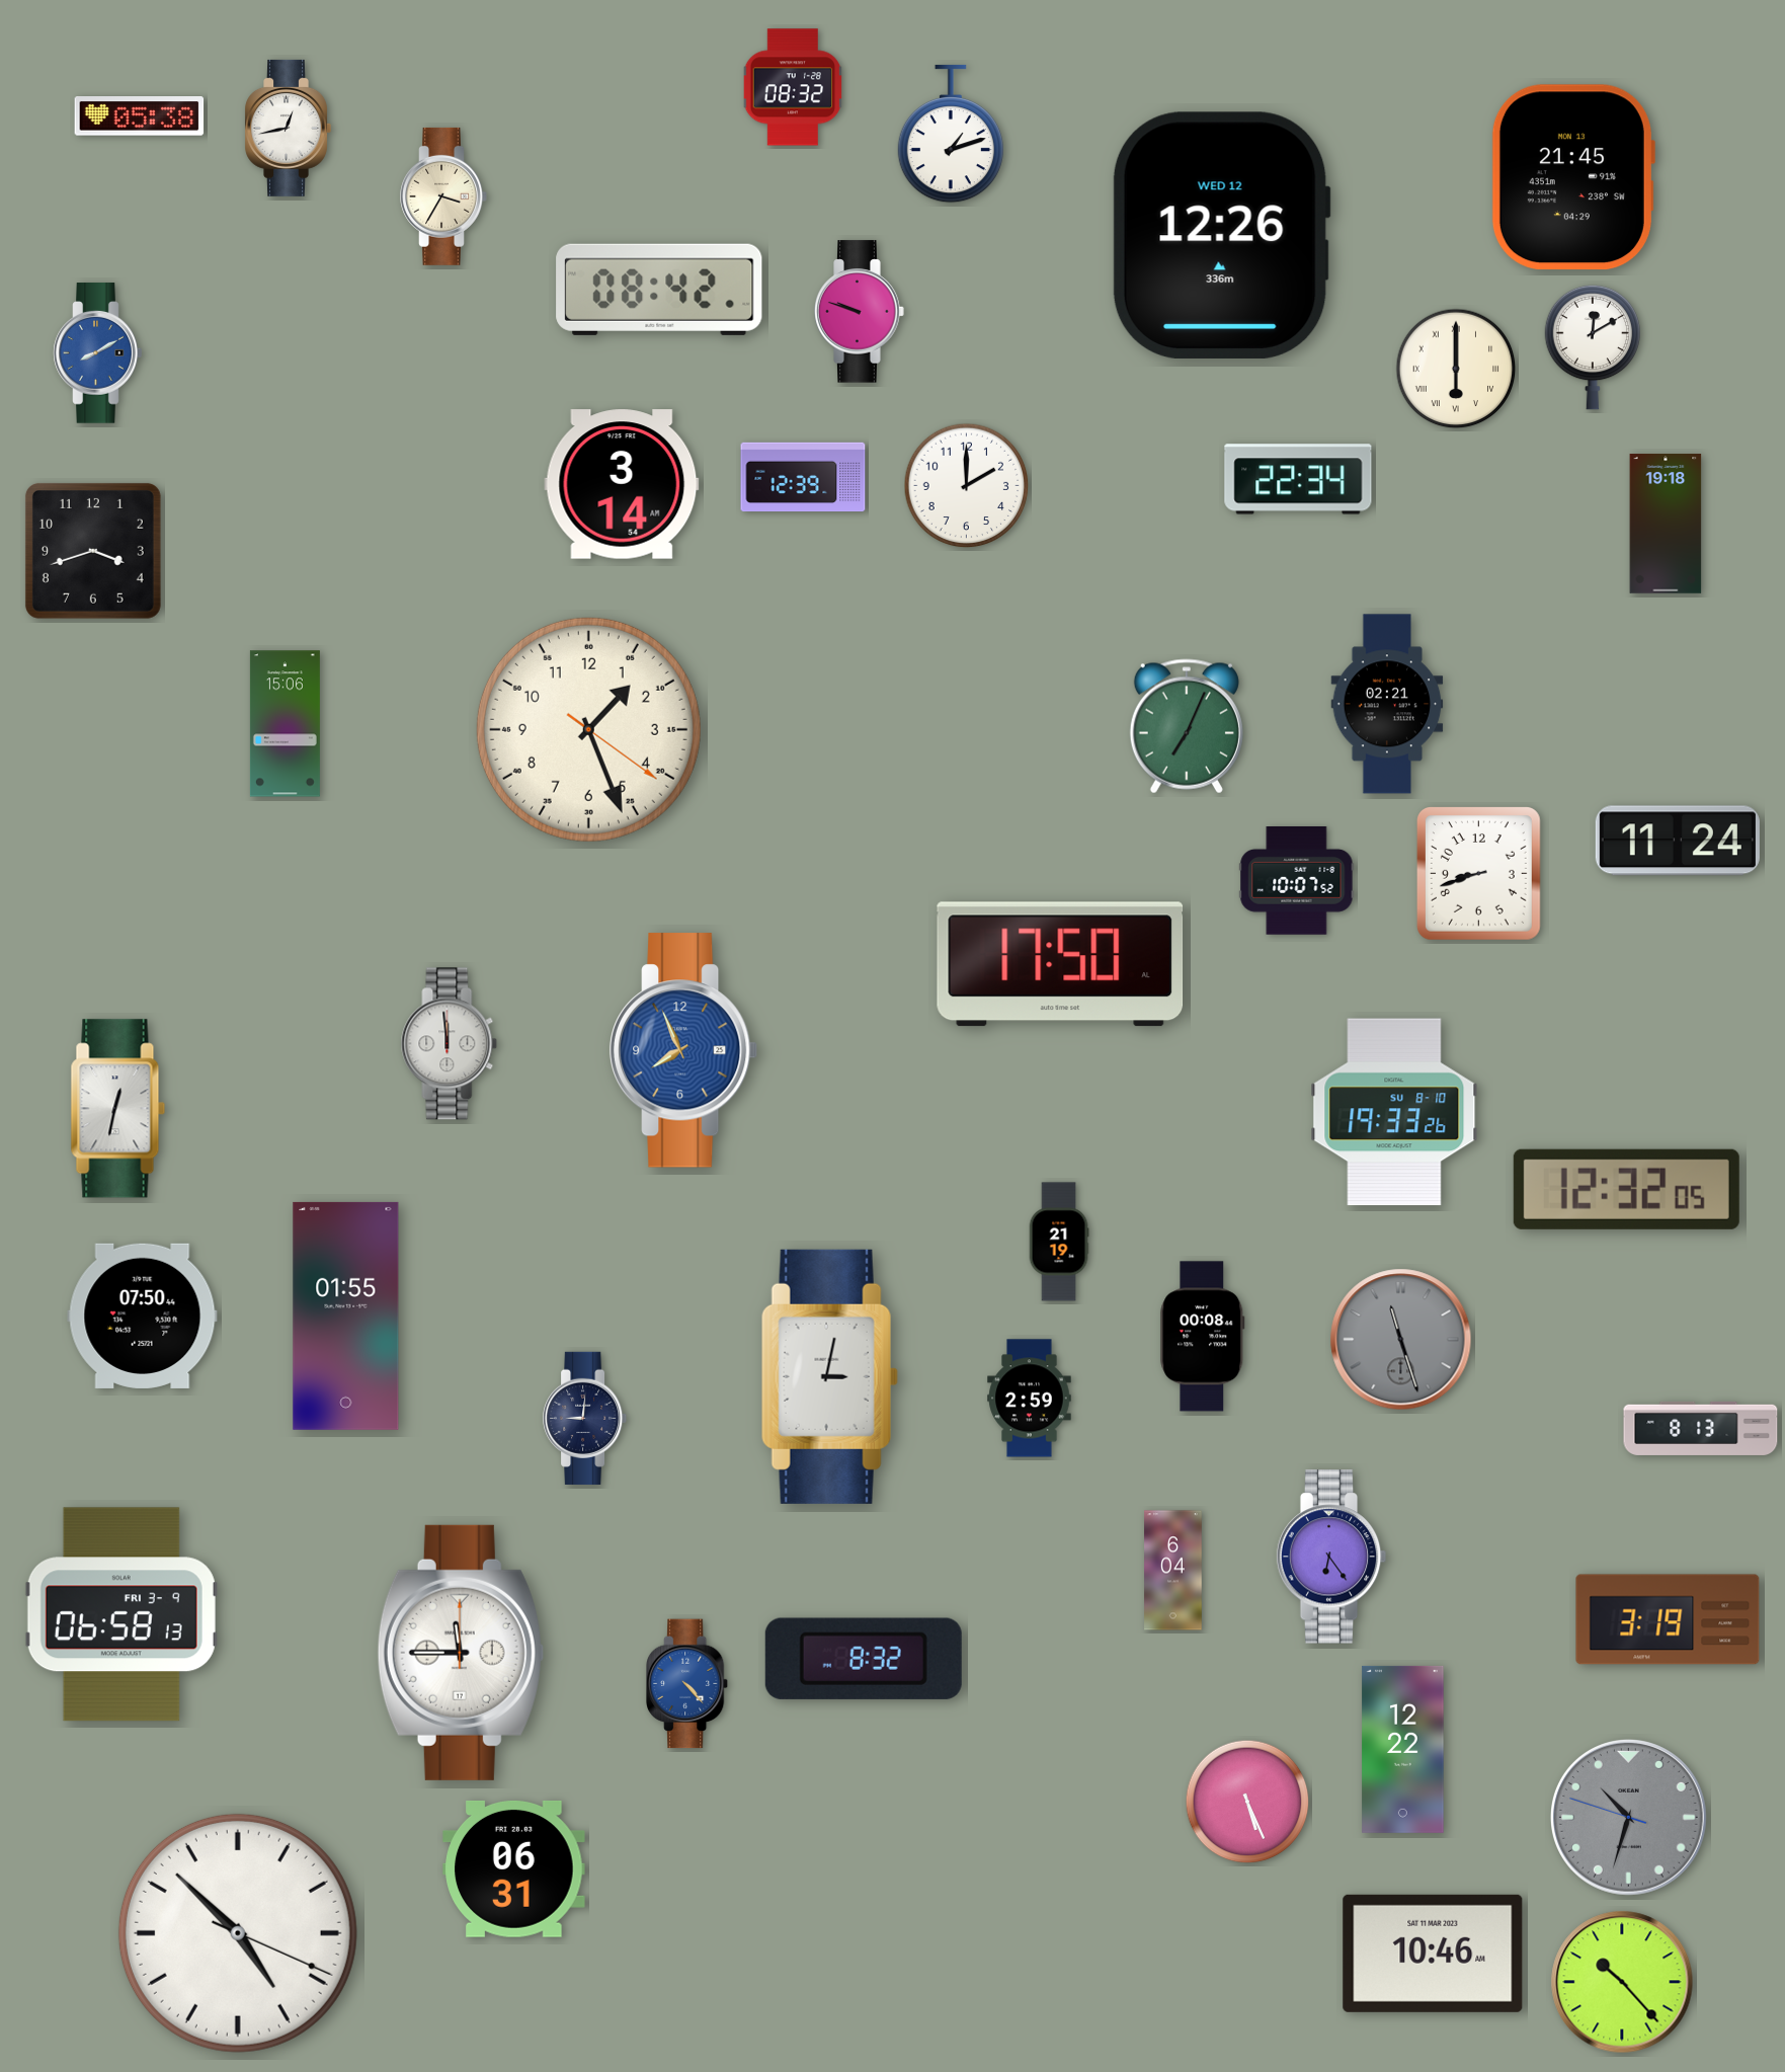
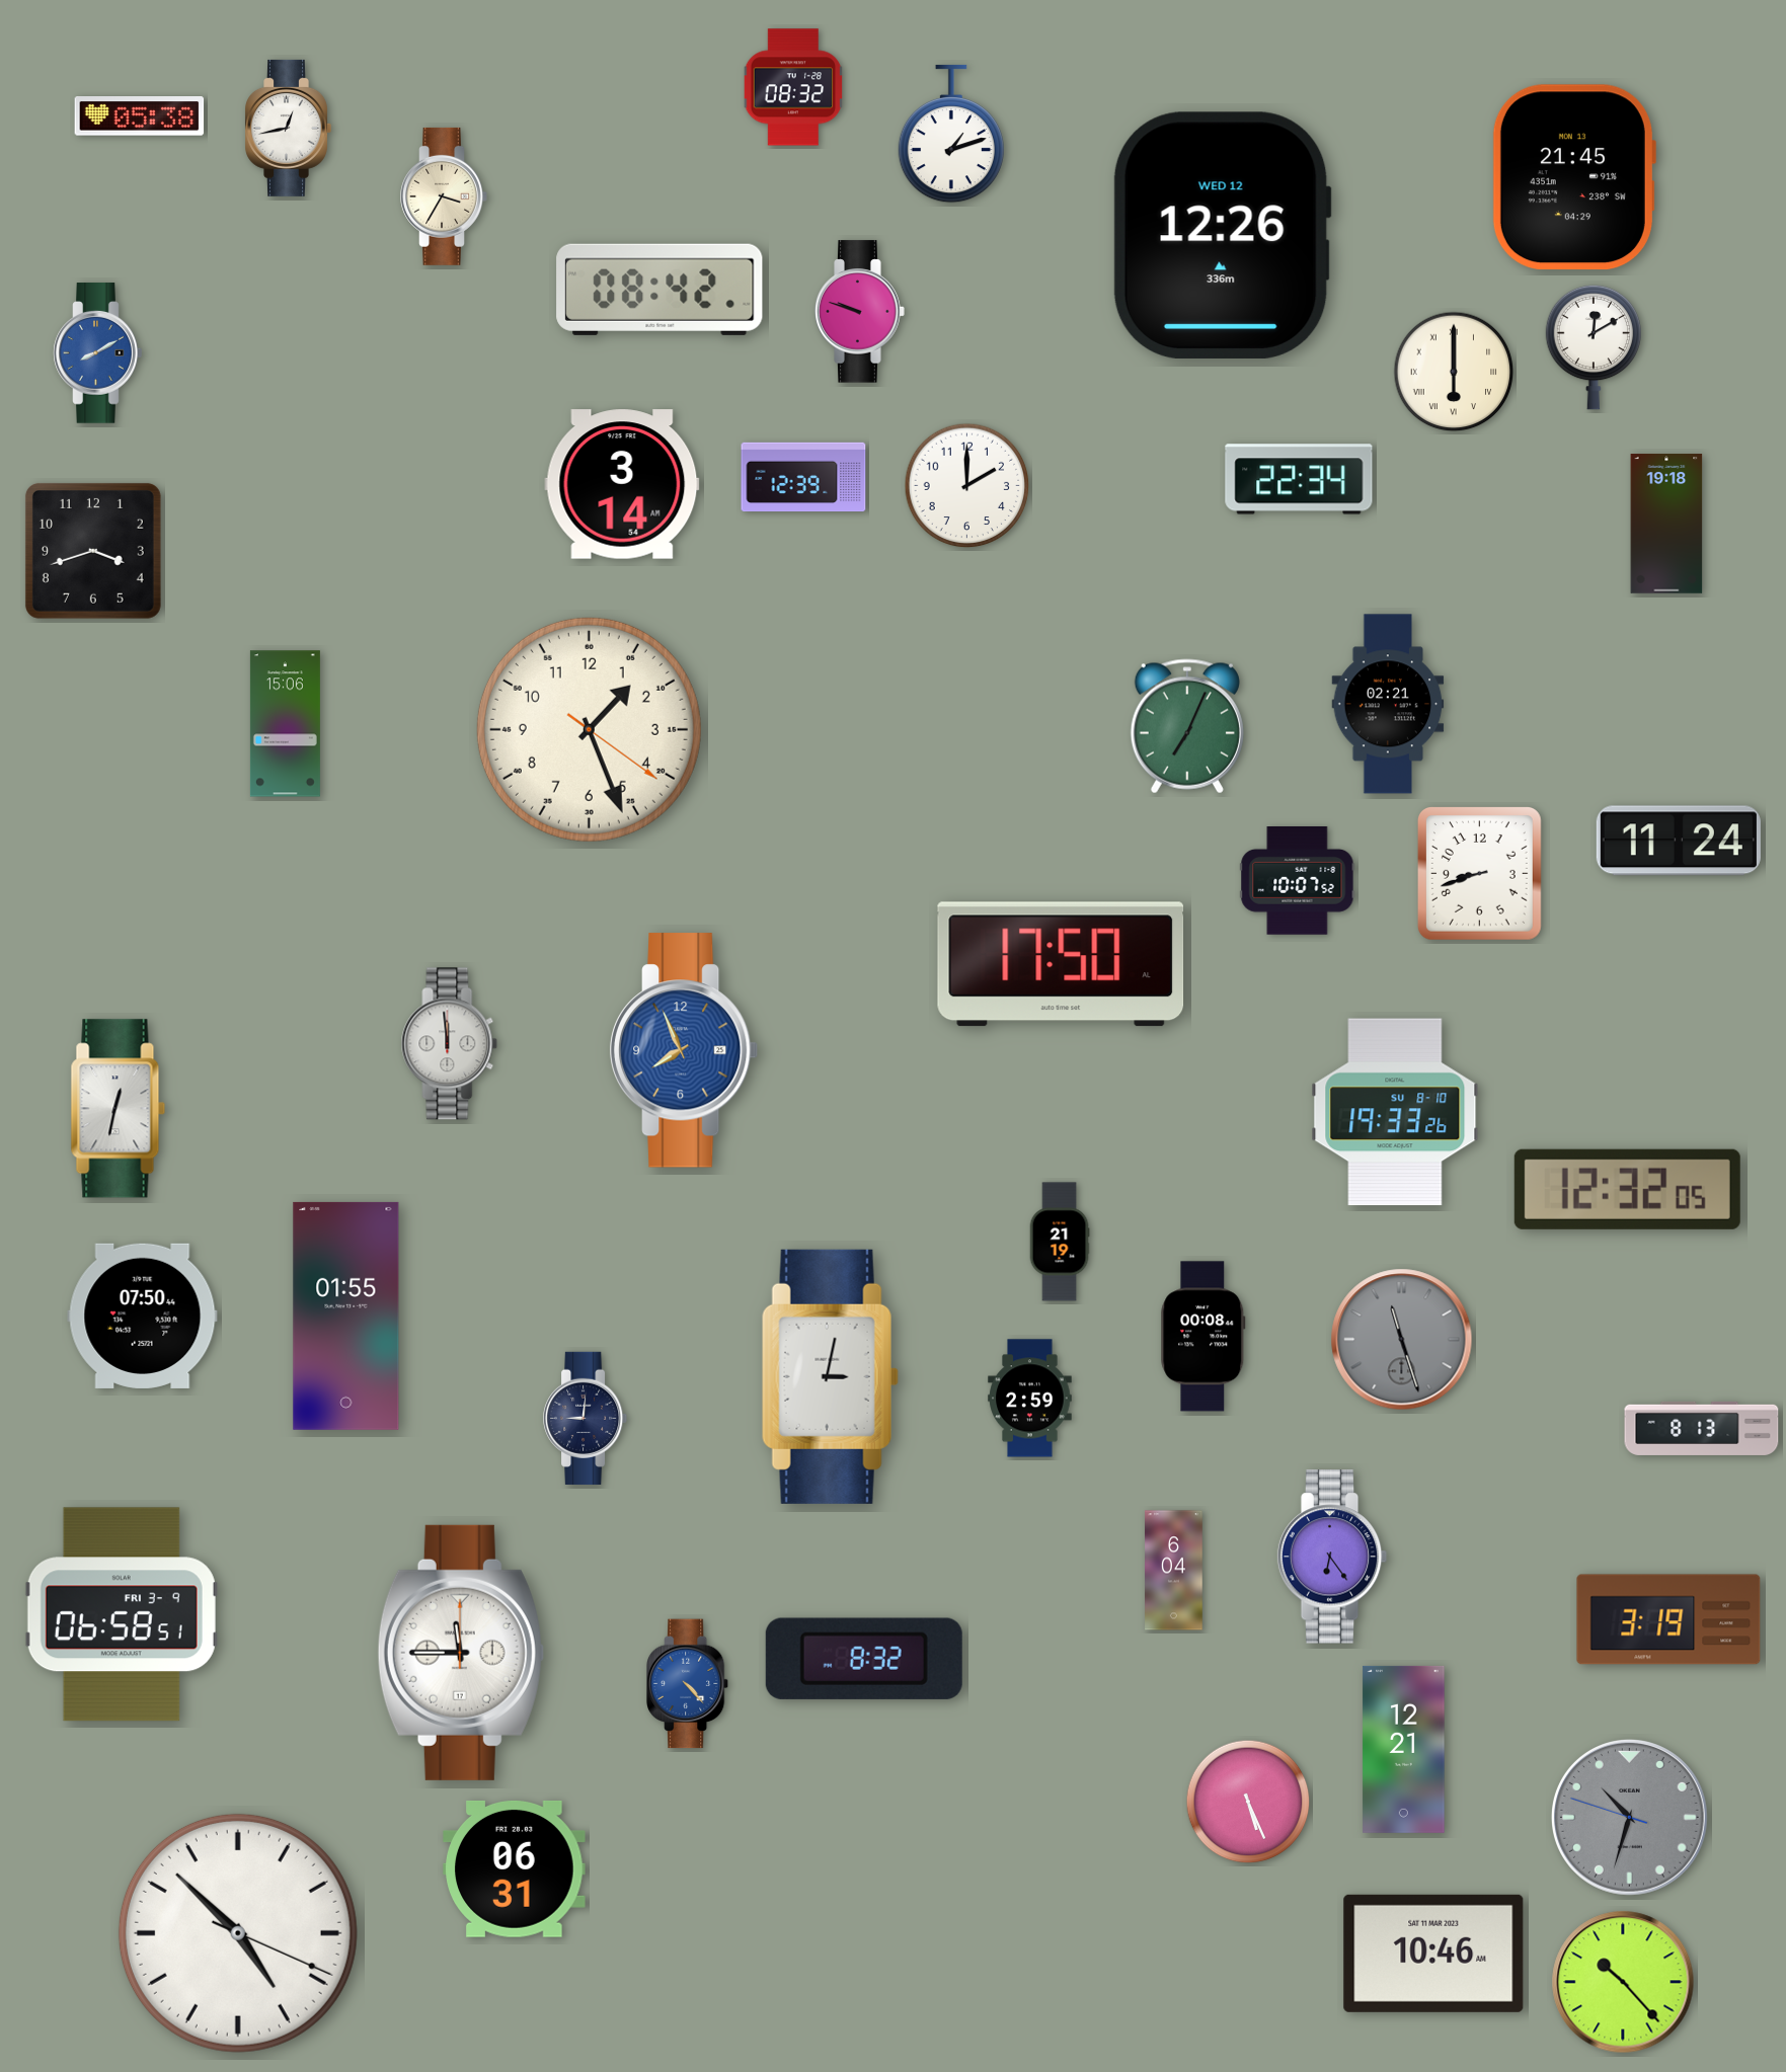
clock at (1456, 369) position: (1456, 369) -> (1454, 372)
clock at (121, 1614): 06:58:13 -> 06:58:51
clock at (1403, 1749): 12:22 -> 12:21
